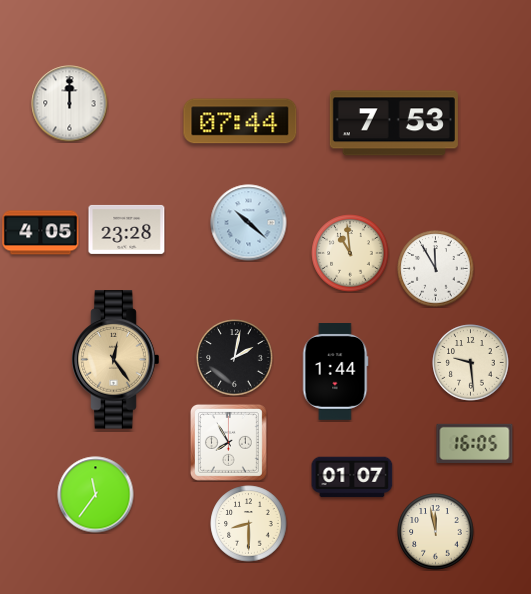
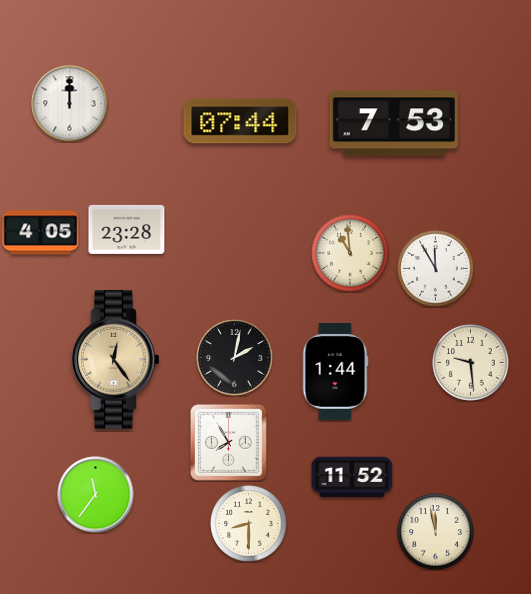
clock at (249, 223): 10:22 -> none
clock at (475, 443): 16:05 -> none
clock at (352, 477): 01:07 -> 11:52
